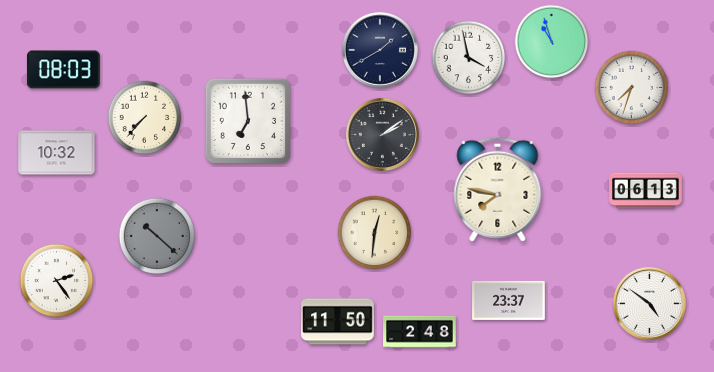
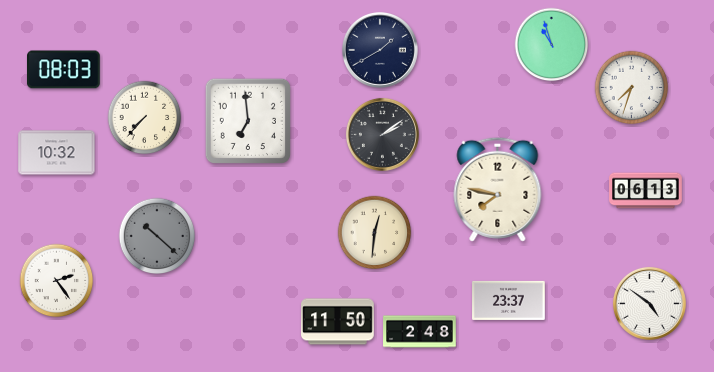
clock at (552, 42) position: (552, 42) -> (552, 45)
clock at (469, 58): 3:58 -> none
